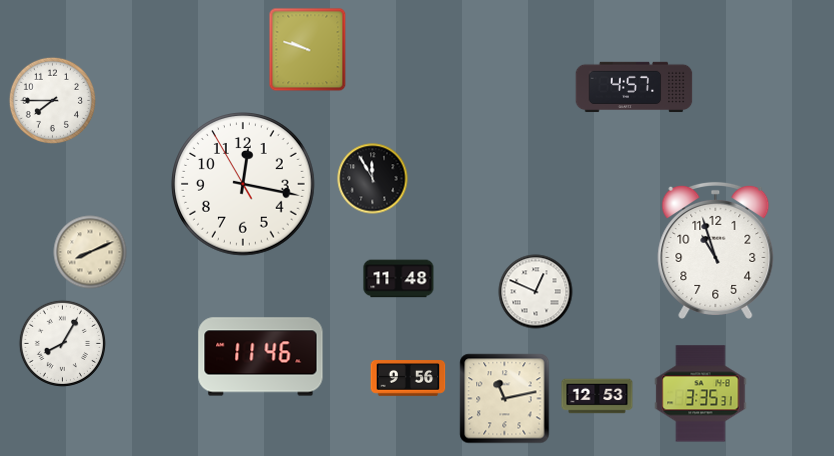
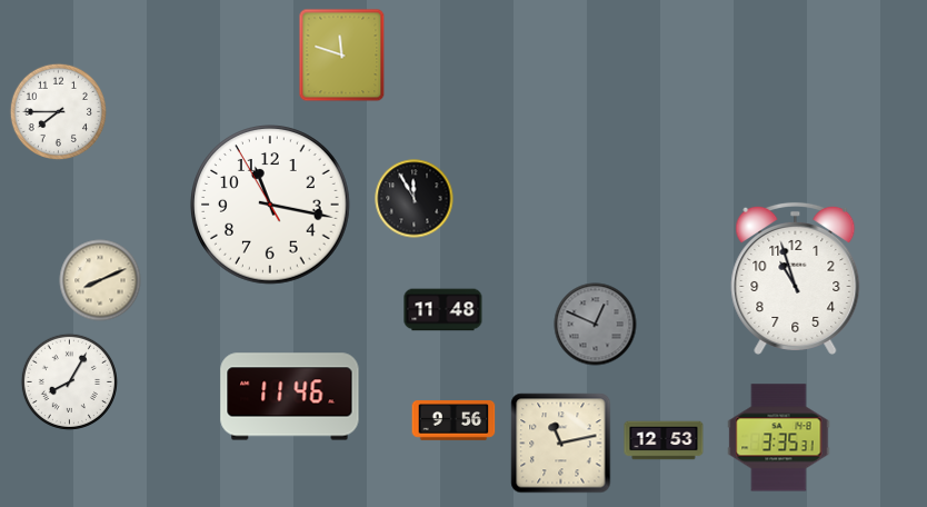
clock at (308, 50): 9:48 -> 11:48
clock at (634, 87): 4:57 -> none
clock at (243, 184): 12:16 -> 11:16
clock at (536, 292) dial: white -> grey
